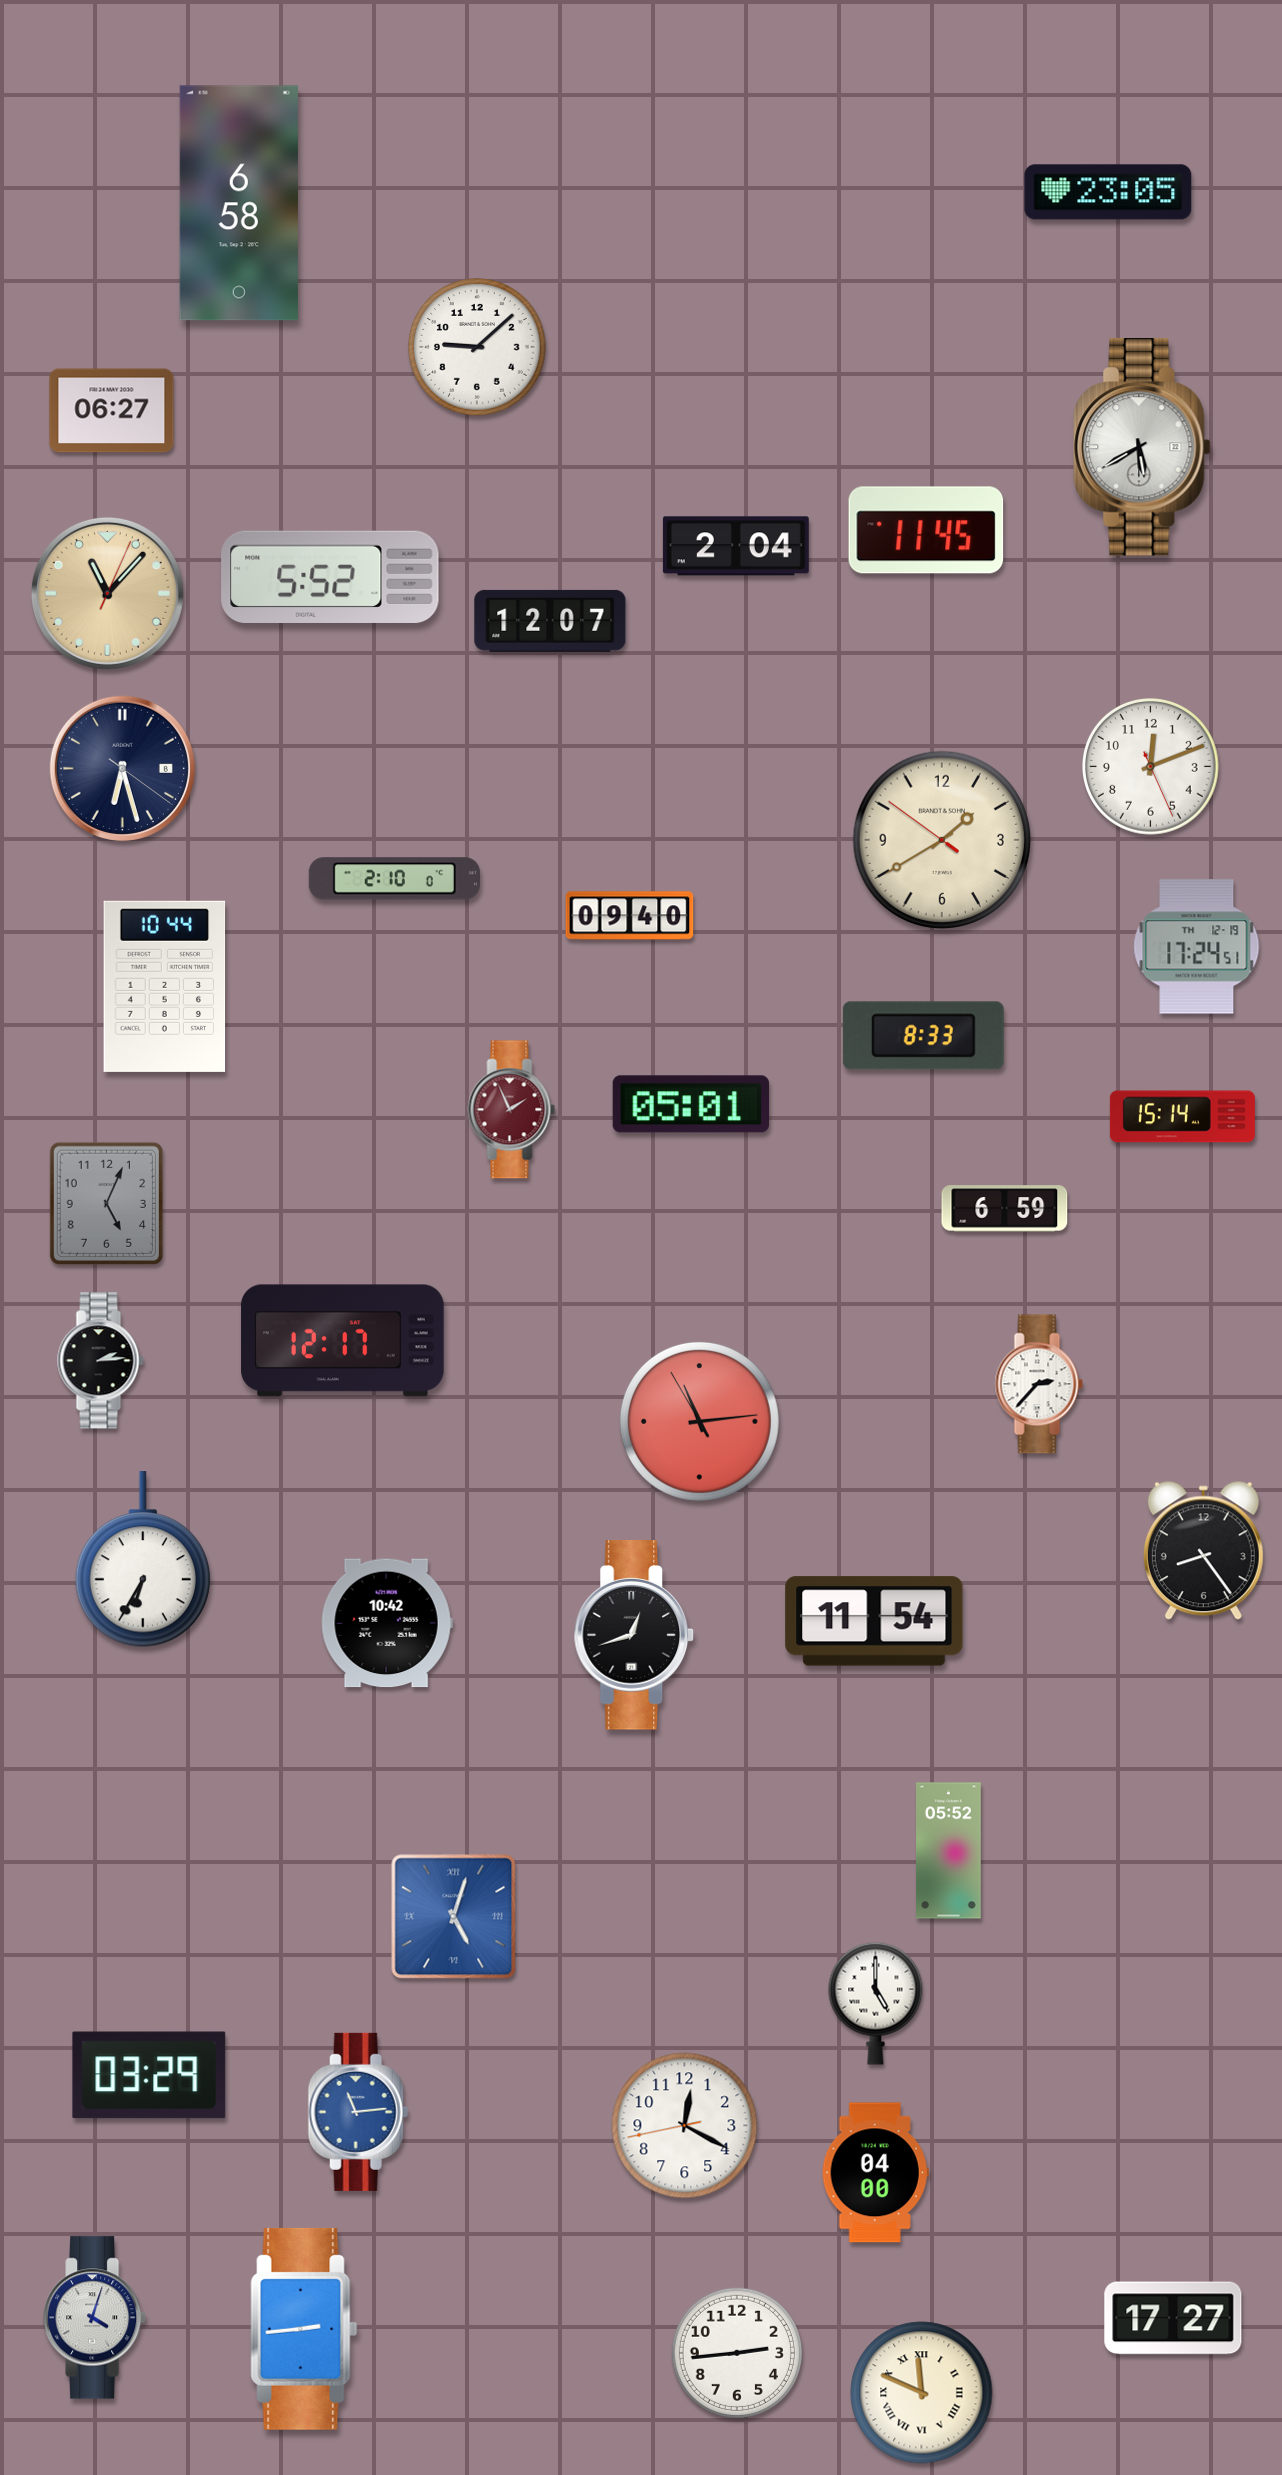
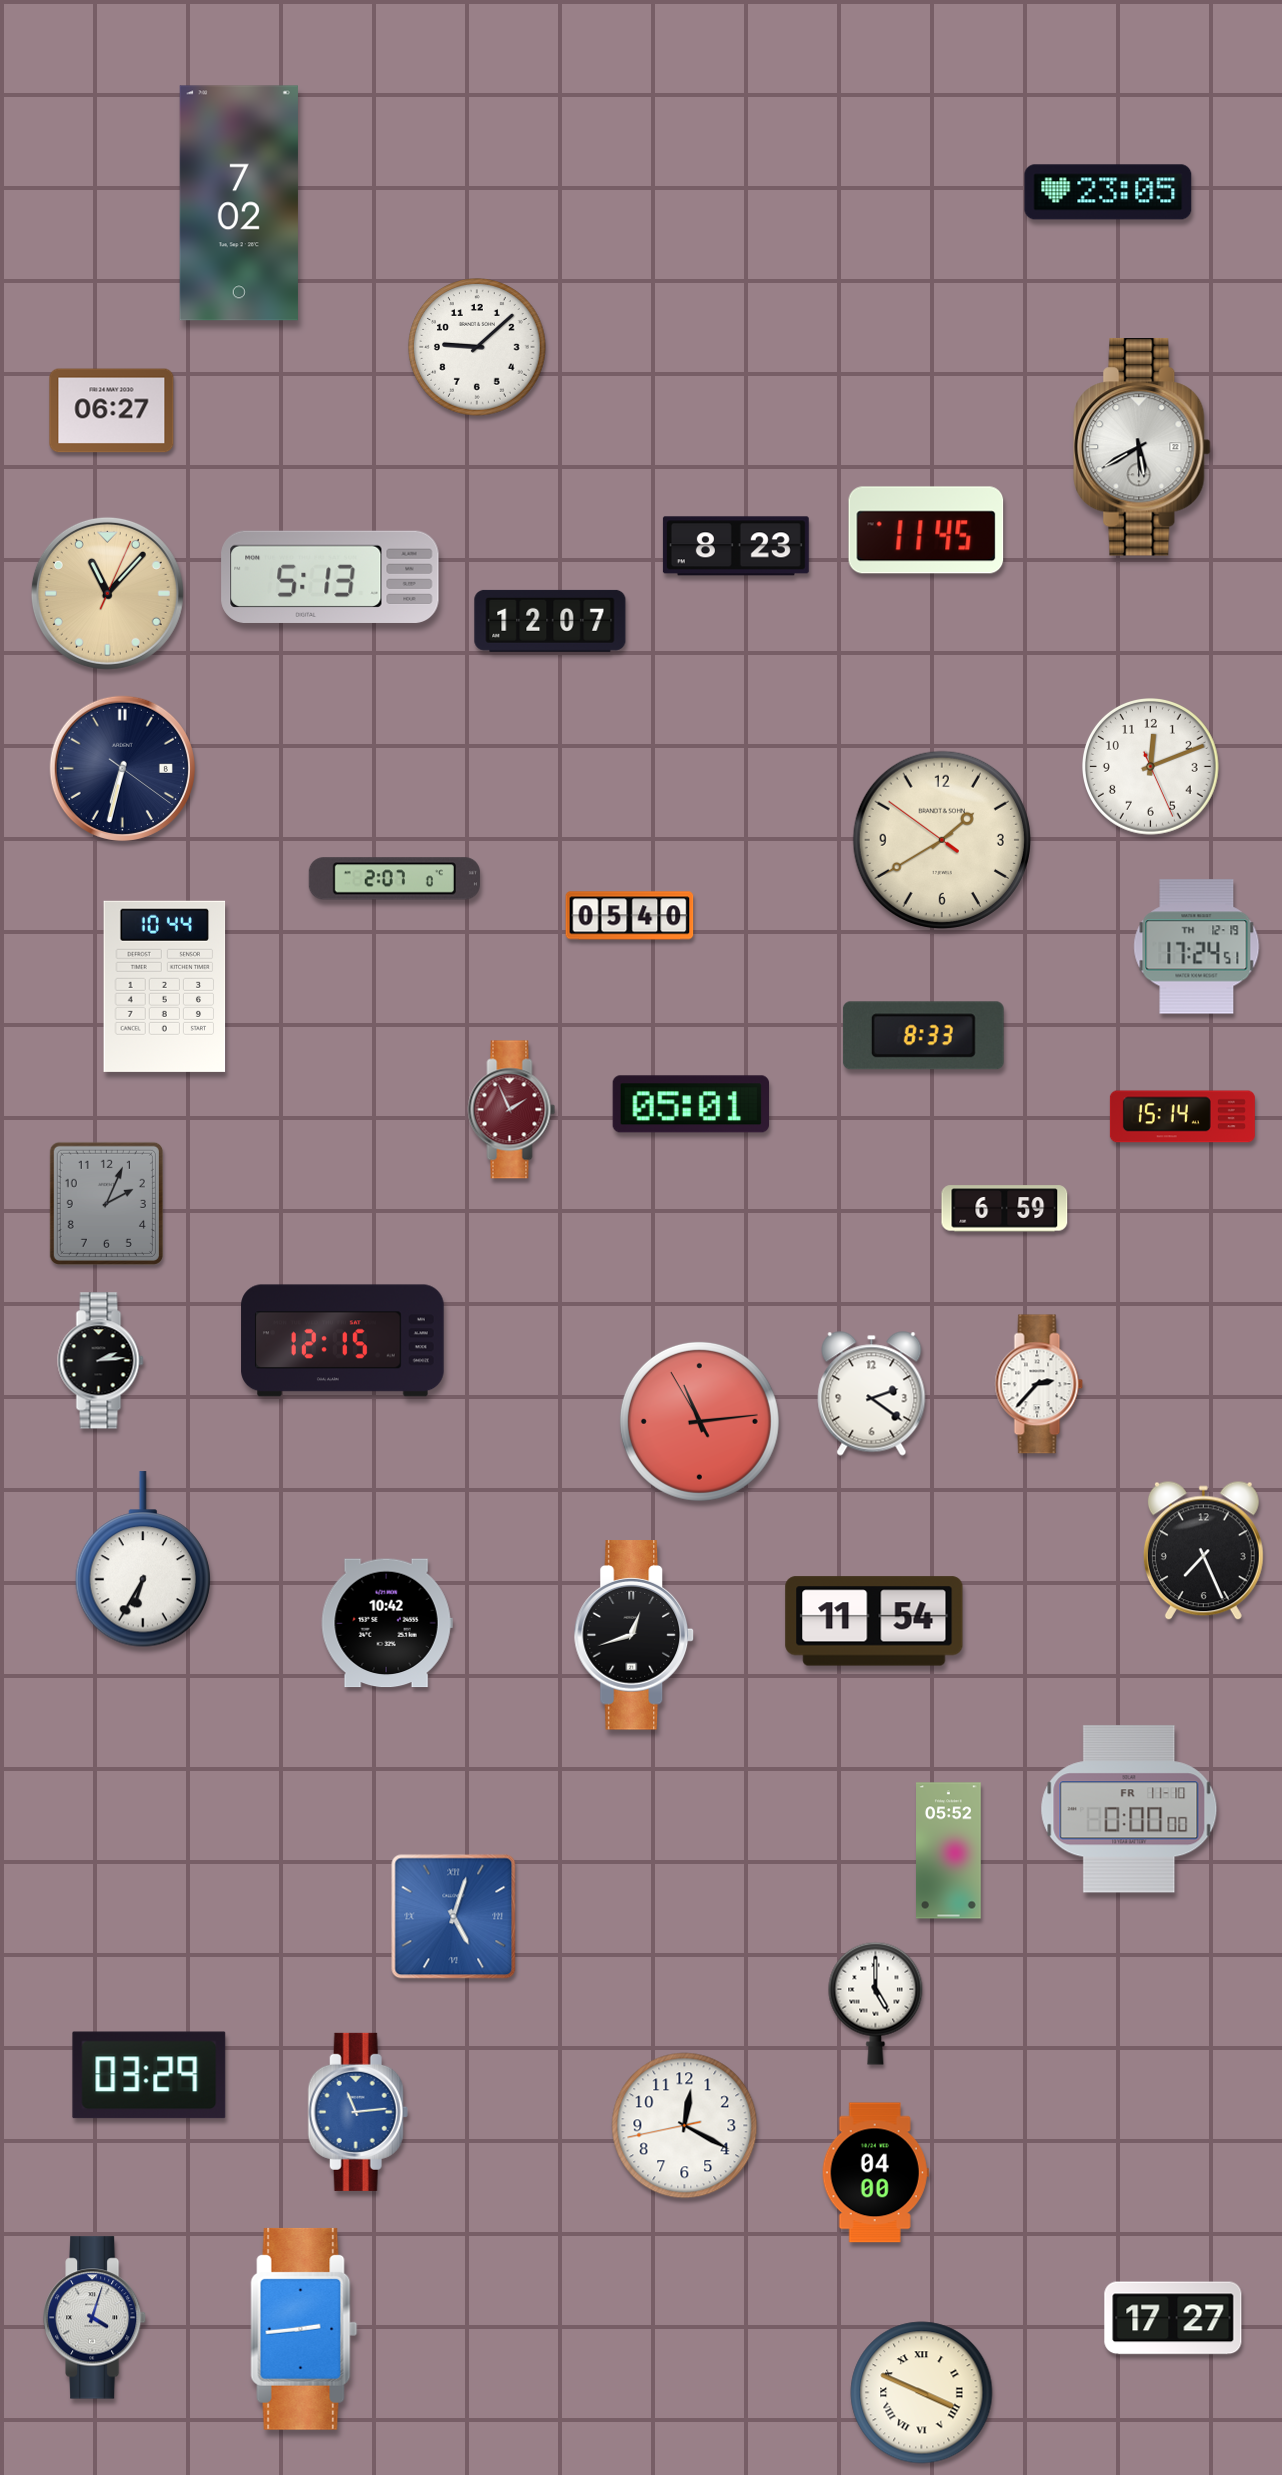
clock at (239, 203): 6:58 -> 7:02
clock at (736, 546): 2:04 -> 8:23
clock at (330, 577): 5:52 -> 5:13
clock at (122, 768): 6:27 -> 6:32
clock at (394, 879): 2:10 -> 2:07
clock at (630, 916): 09:40 -> 05:40
clock at (106, 1203): 5:04 -> 2:04
clock at (343, 1341): 12:17 -> 12:15
clock at (872, 1394): none -> 2:21
clock at (1203, 1551): 8:24 -> 7:26
clock at (1129, 1809): none -> 0:00
clock at (737, 2353): 2:44 -> none
clock at (922, 2393): 11:49 -> 3:49
